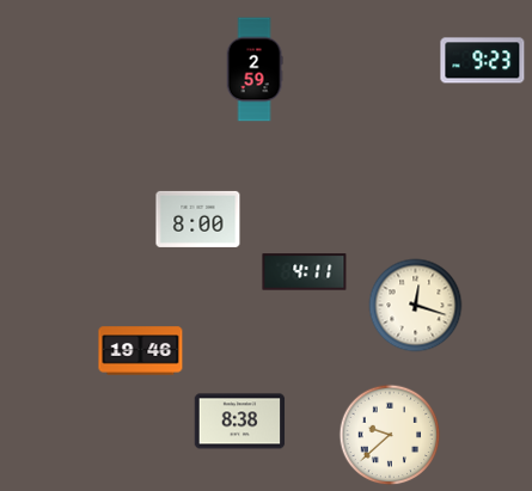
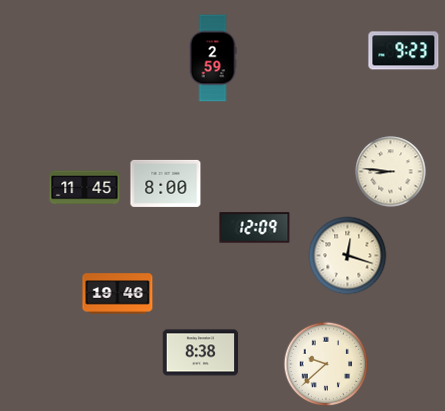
clock at (391, 172): none -> 8:46
clock at (85, 188): none -> 11:45
clock at (305, 272): 4:11 -> 12:09
